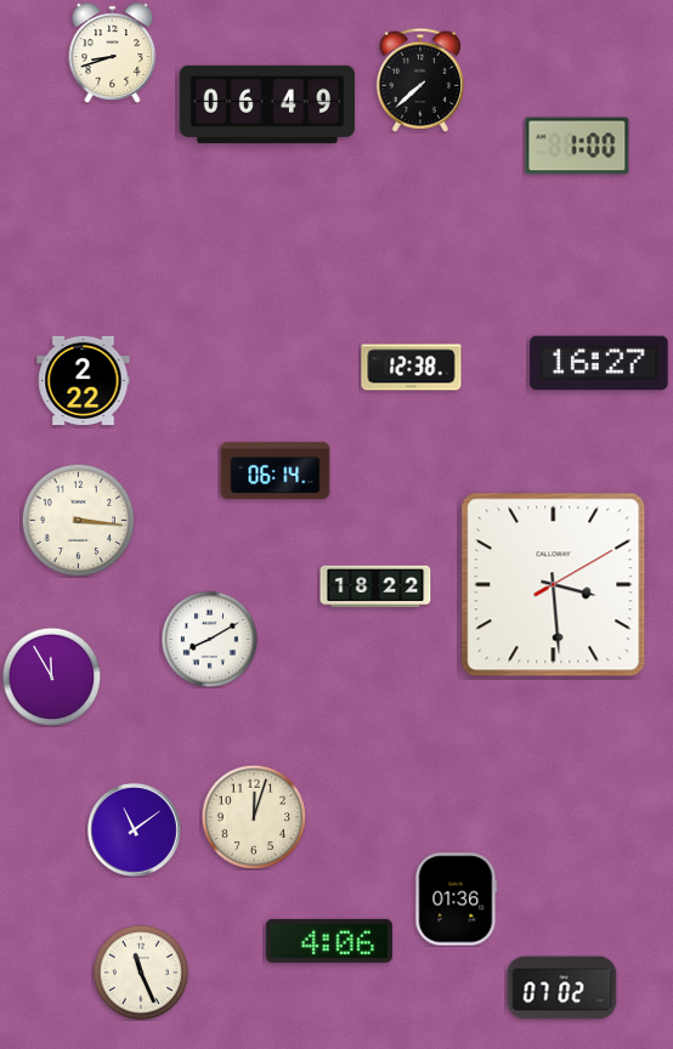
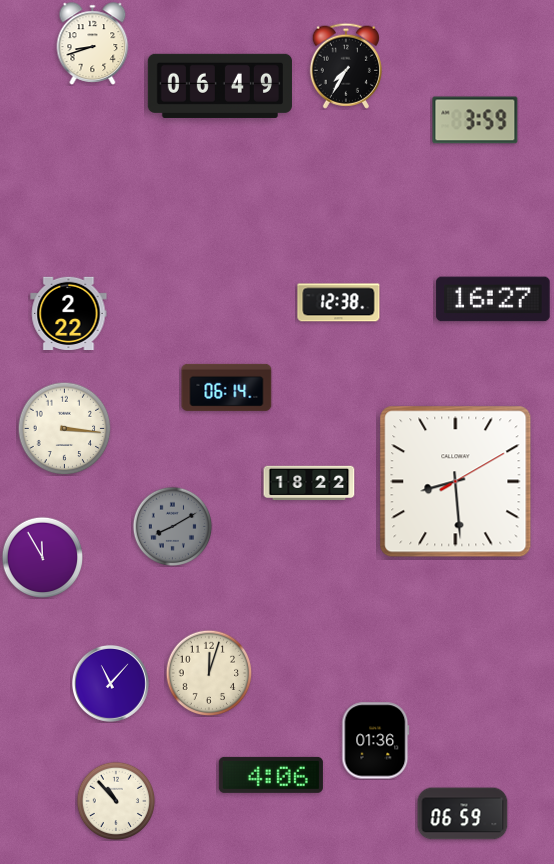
clock at (420, 80): 7:38 -> 7:35
clock at (577, 146): 1:00 -> 3:59
clock at (554, 585): 3:29 -> 8:29
clock at (209, 639) dial: white -> grey
clock at (134, 829): 11:09 -> 11:07
clock at (140, 971): 11:26 -> 10:53
clock at (562, 988): 07:02 -> 06:59
